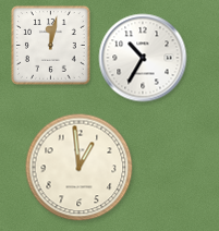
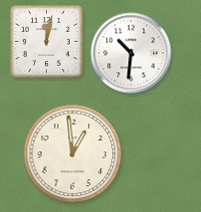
clock at (143, 58): 10:35 -> 10:31
